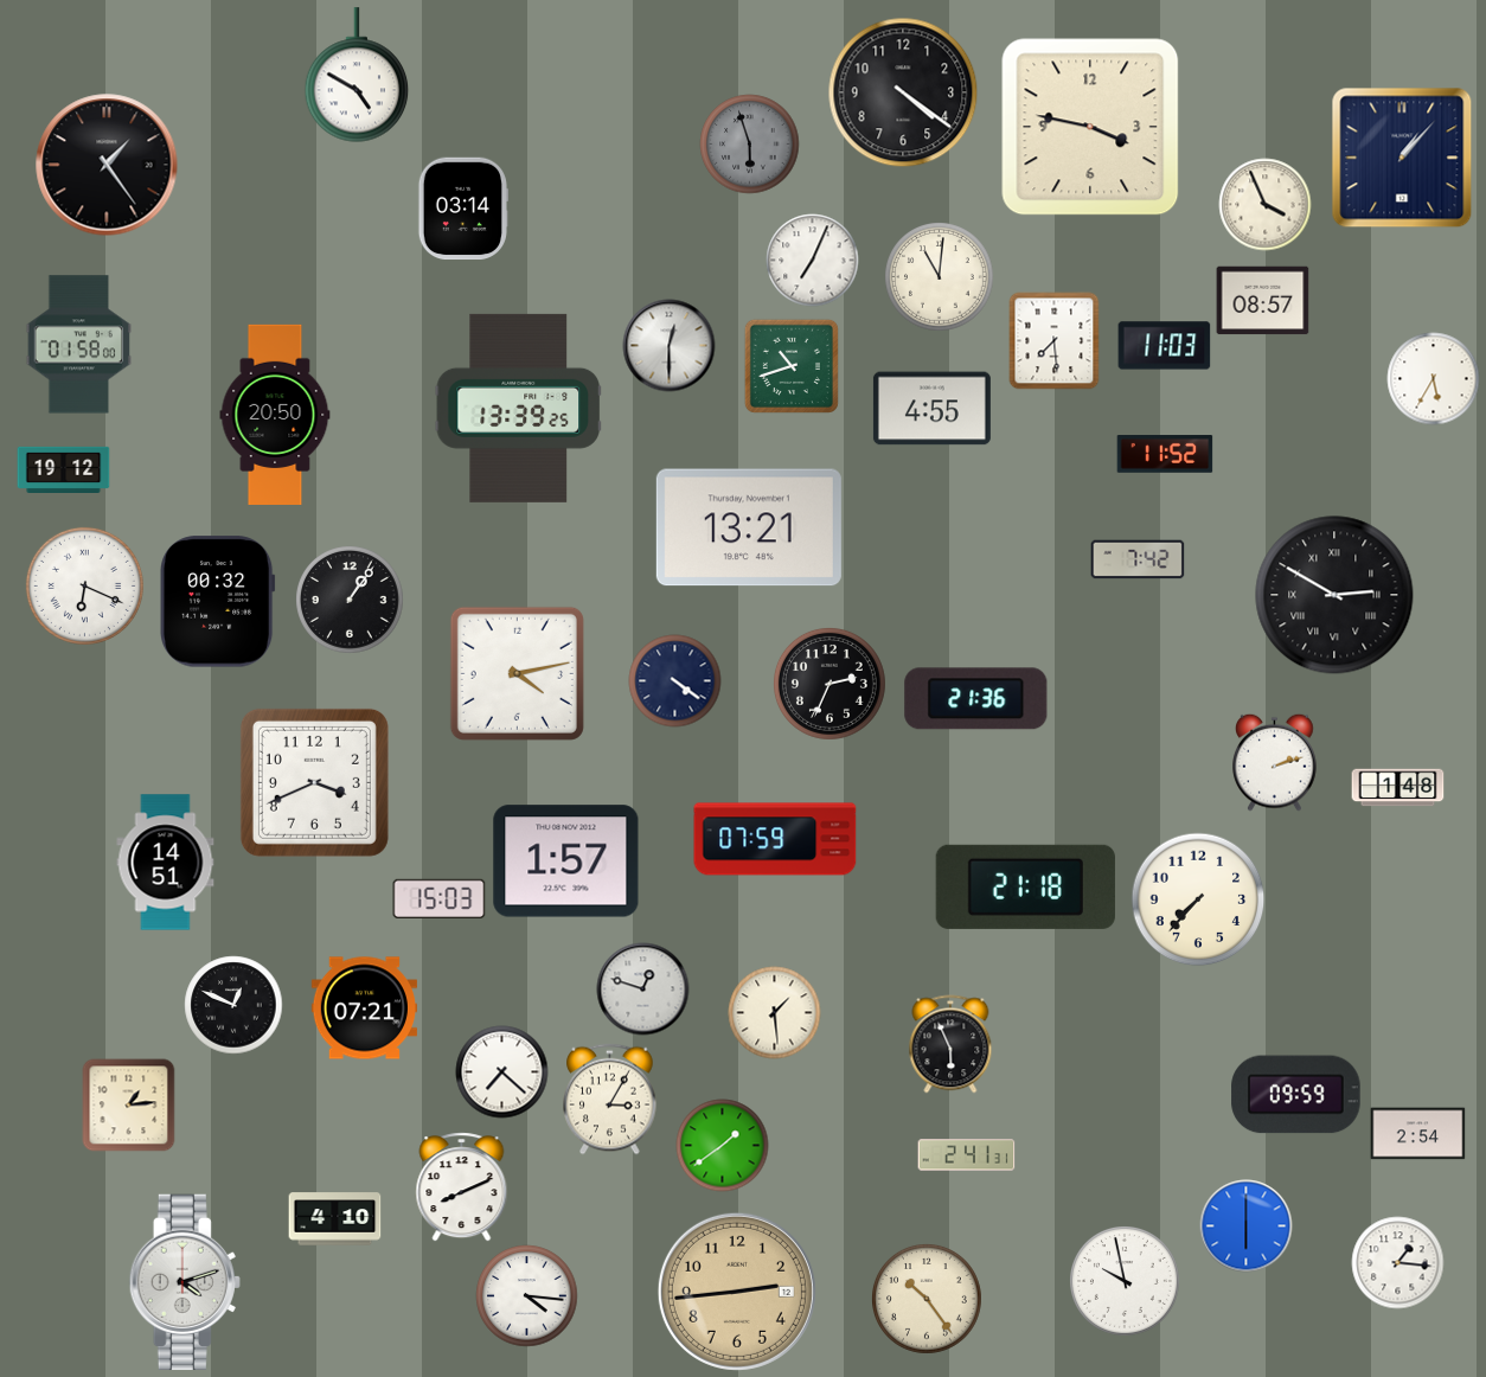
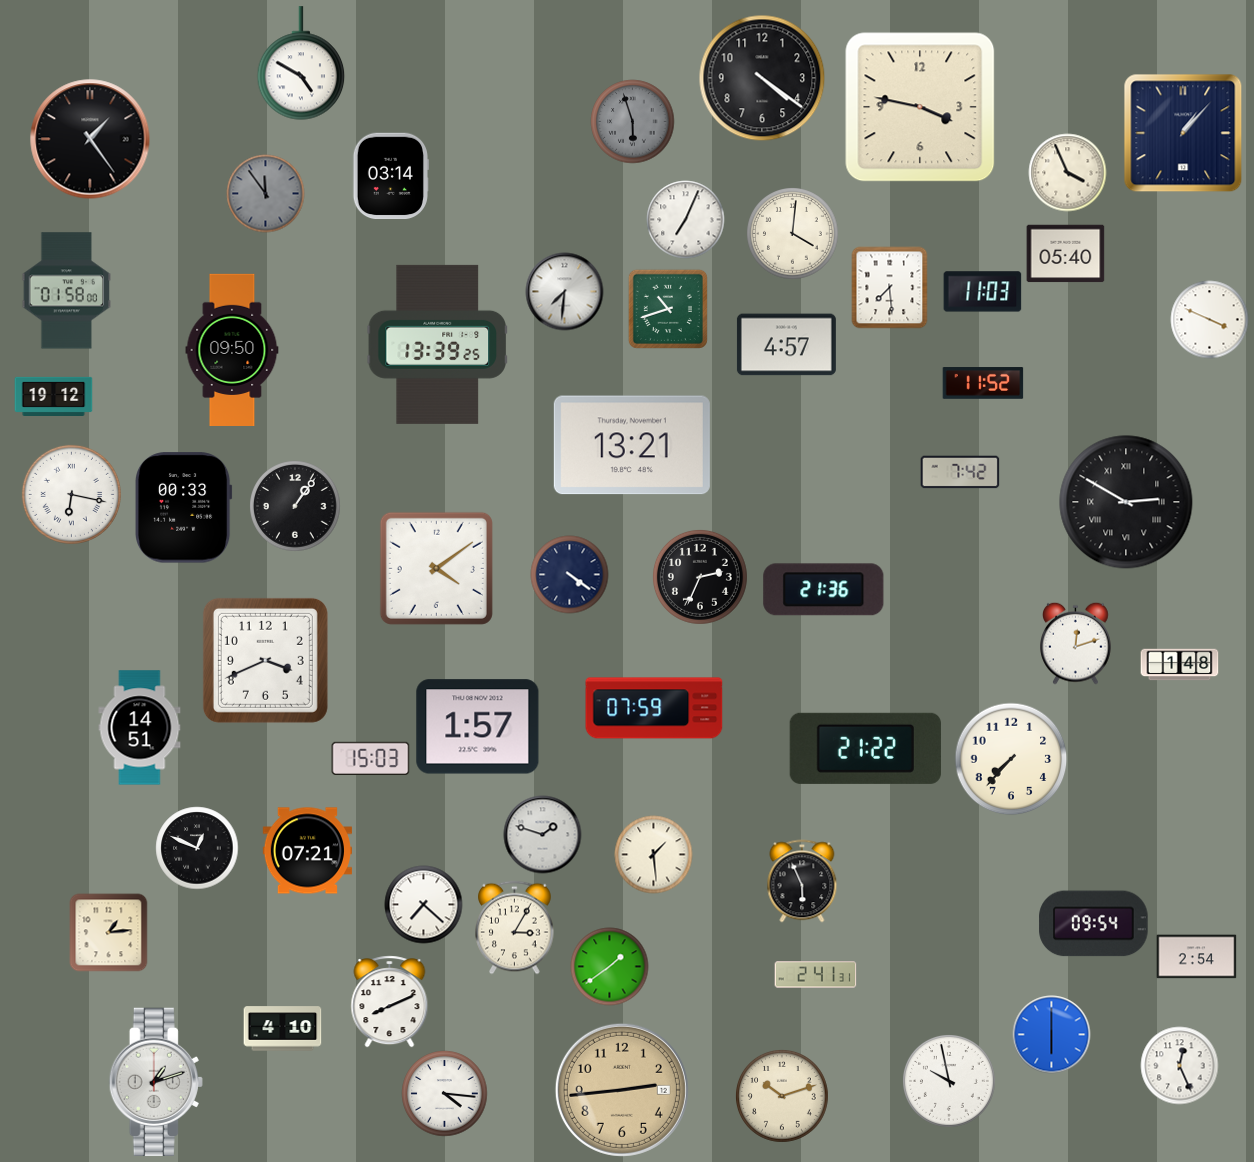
clock at (265, 193): none -> 11:54
clock at (940, 277): 11:01 -> 4:01
clock at (1262, 301): 08:57 -> 05:40
clock at (668, 345): 12:30 -> 7:31
clock at (1433, 378): 5:35 -> 3:49
clock at (931, 409): 4:55 -> 4:57
clock at (275, 414): 20:50 -> 09:50
clock at (84, 585): 6:19 -> 6:17
clock at (218, 602): 00:32 -> 00:33
clock at (517, 673): 4:13 -> 4:09
clock at (1275, 762): 2:12 -> 12:12
clock at (1025, 886): 21:18 -> 21:22
clock at (642, 988): 12:48 -> 1:48
clock at (1296, 1095): 09:59 -> 09:54
clock at (1397, 1262): 1:16 -> 12:26
clock at (185, 1282): 4:12 -> 1:12
clock at (927, 1299): 10:24 -> 10:12
